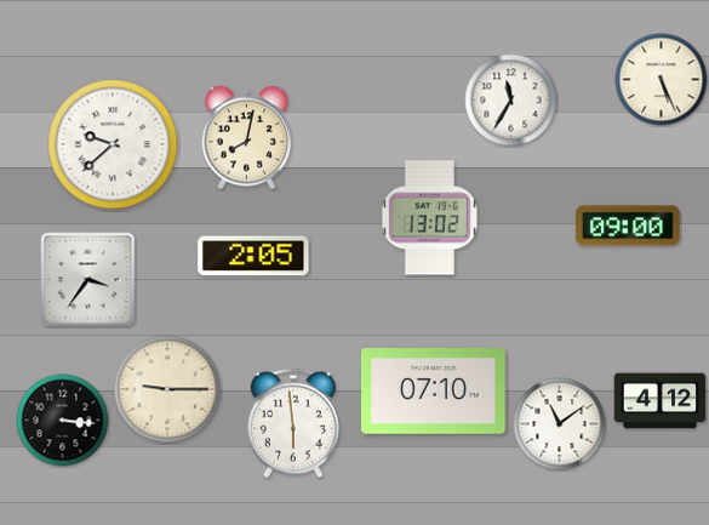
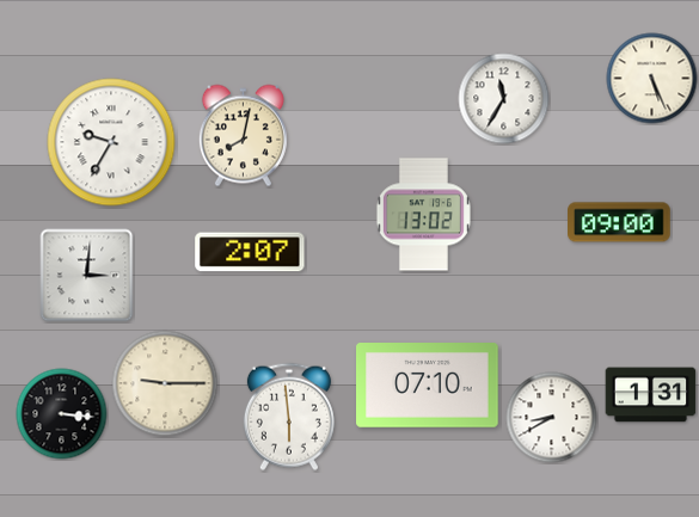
clock at (113, 144): 9:38 -> 9:35
clock at (253, 256): 2:05 -> 2:07
clock at (88, 280): 3:36 -> 3:01
clock at (661, 401): 4:12 -> 1:31
clock at (560, 424): 11:09 -> 8:40
